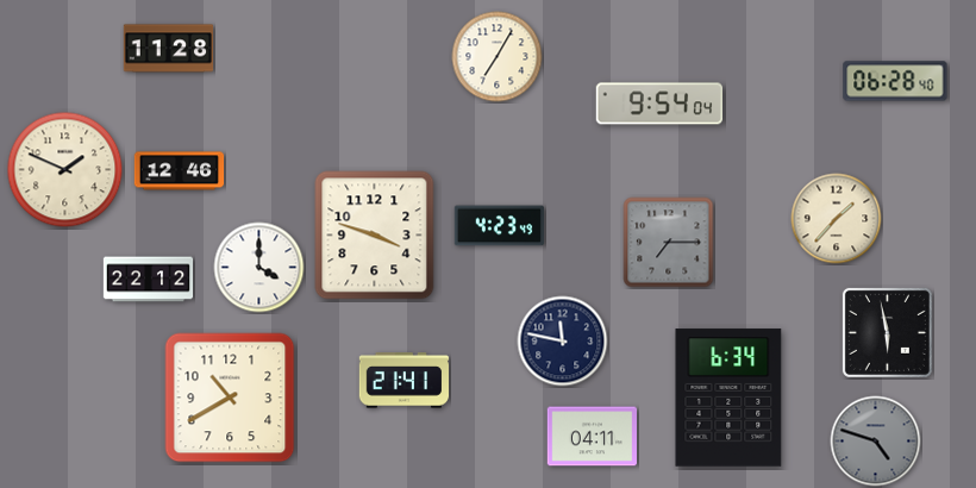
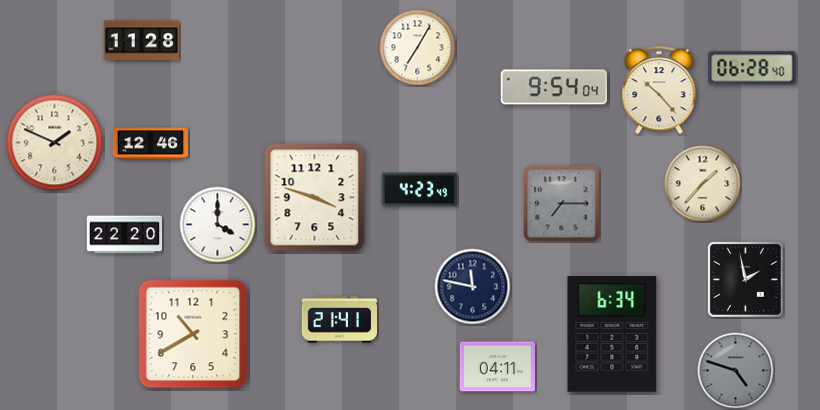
clock at (659, 91): none -> 10:23
clock at (149, 280): 22:12 -> 22:20
clock at (887, 332): 5:58 -> 1:58
